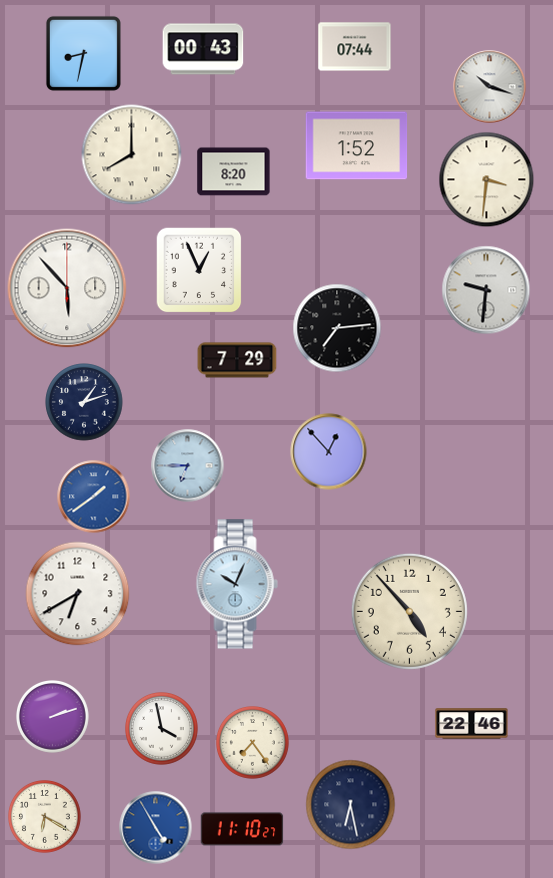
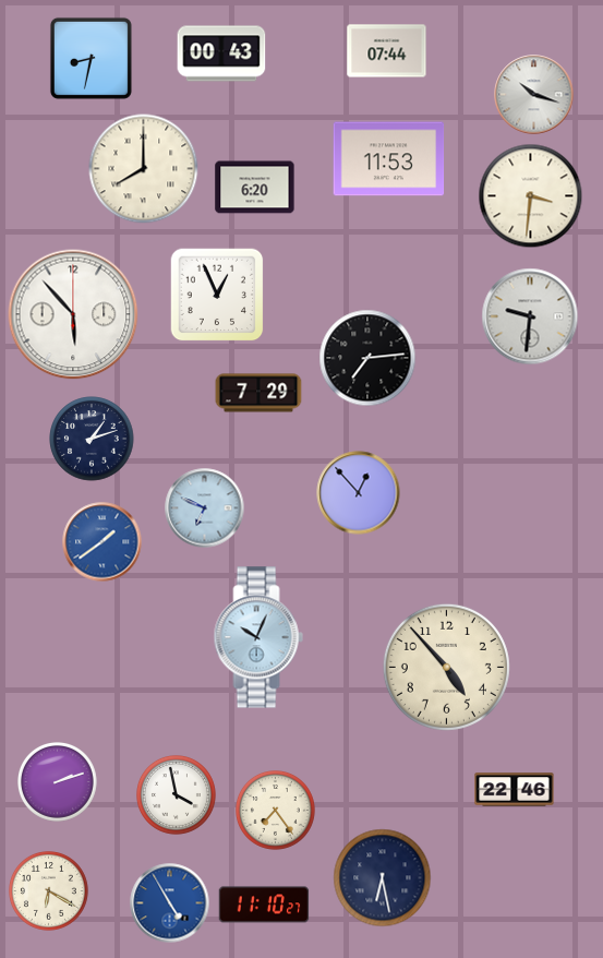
clock at (357, 146): 1:52 -> 11:53
clock at (234, 172): 8:20 -> 6:20
clock at (188, 466): 6:45 -> 6:49
clock at (78, 594): 6:40 -> none
